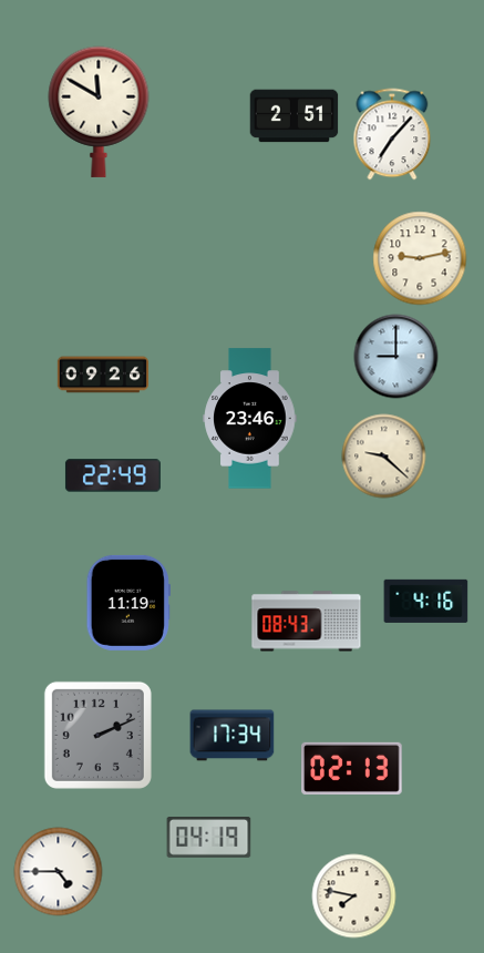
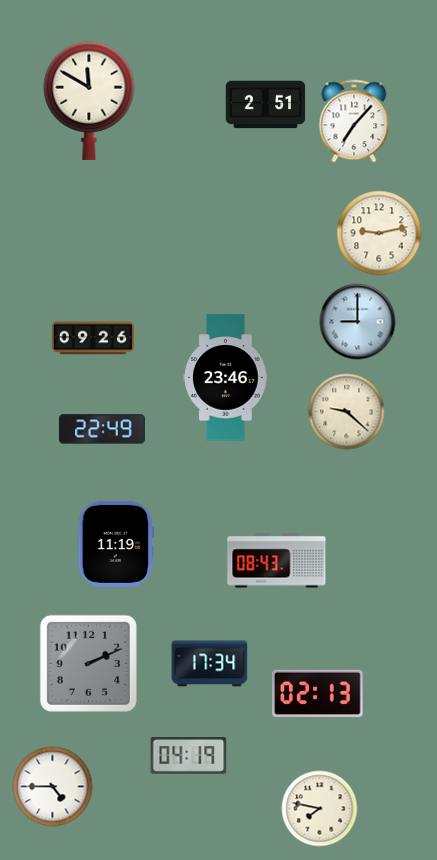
clock at (426, 601): 4:16 -> none
